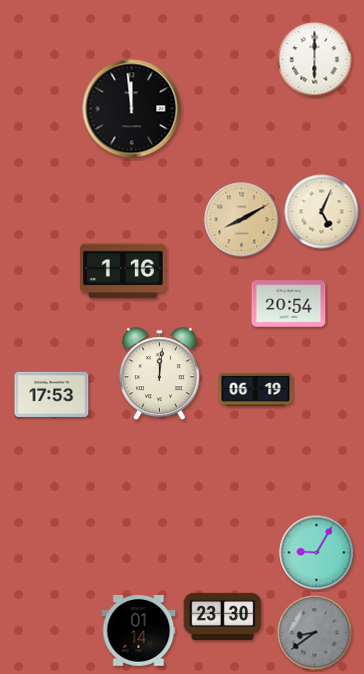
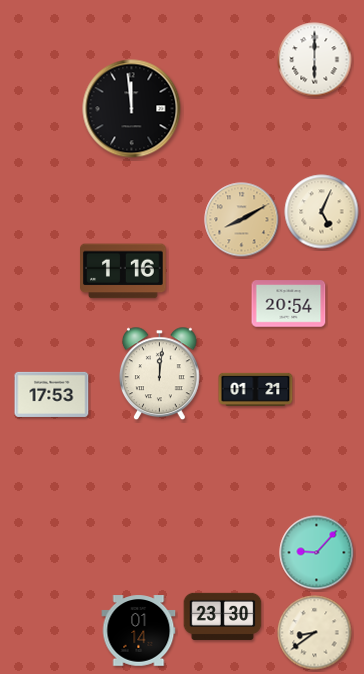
clock at (256, 389): 06:19 -> 01:21
clock at (317, 553): 9:05 -> 9:07
clock at (315, 633) dial: grey -> cream
